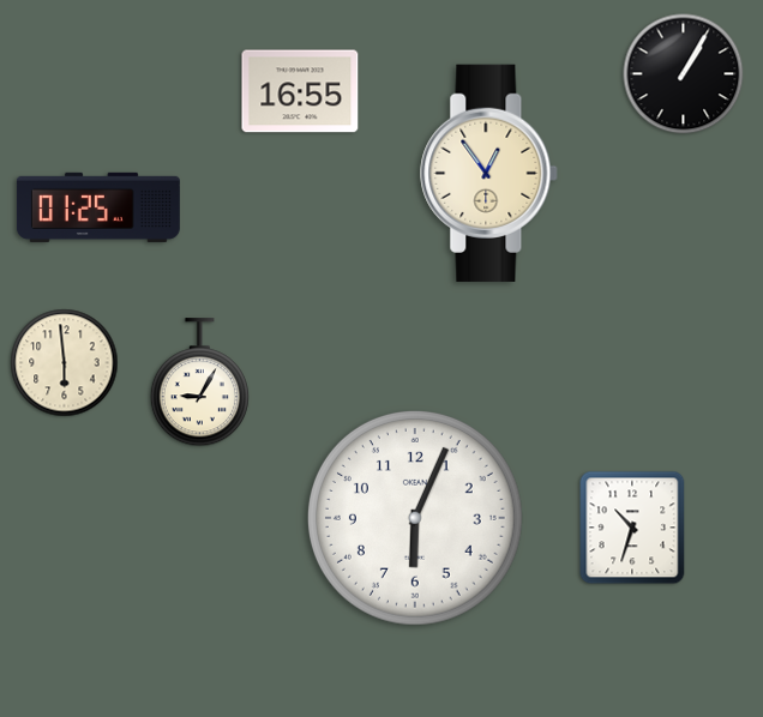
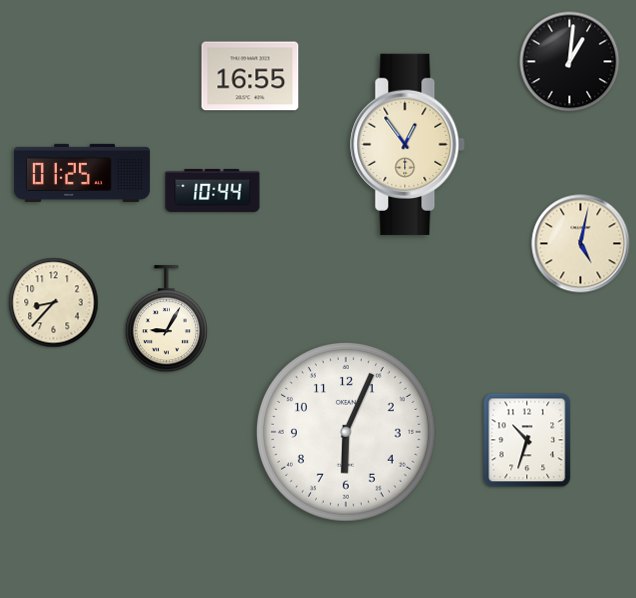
clock at (684, 74): 1:05 -> 1:01
clock at (213, 190): none -> 10:44
clock at (581, 244): none -> 5:02
clock at (65, 363): 5:59 -> 8:37
